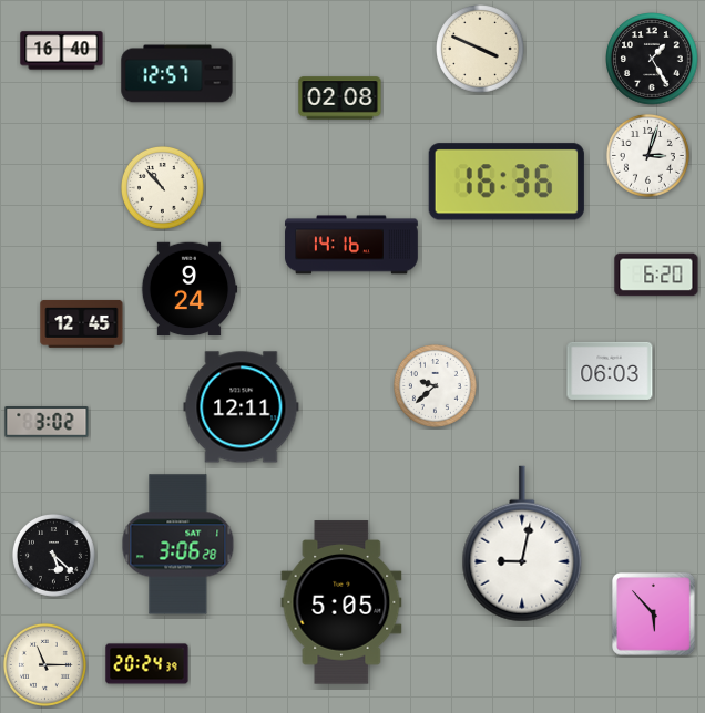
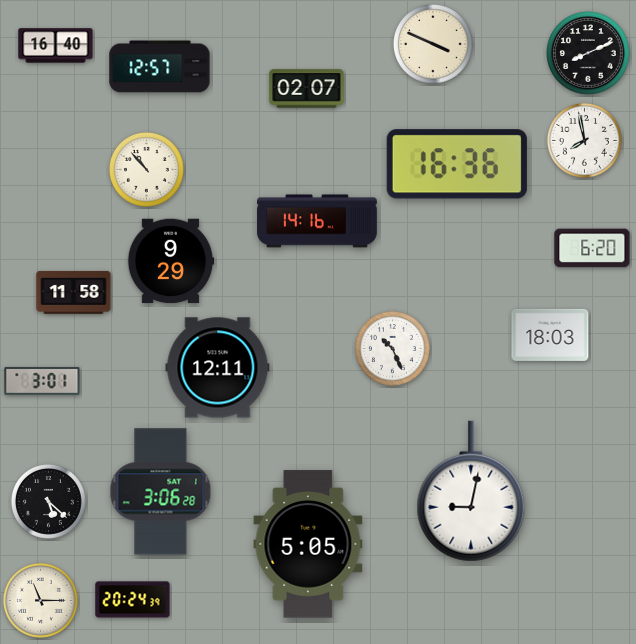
clock at (652, 59): 1:25 -> 8:11
clock at (340, 99): 02:08 -> 02:07
clock at (647, 155): 3:03 -> 7:58
clock at (190, 289): 9:24 -> 9:29
clock at (82, 323): 12:45 -> 11:58
clock at (610, 371): 06:03 -> 18:03
clock at (435, 385): 9:38 -> 10:26
clock at (47, 422): 3:02 -> 3:01
clock at (654, 614): 5:53 -> none
